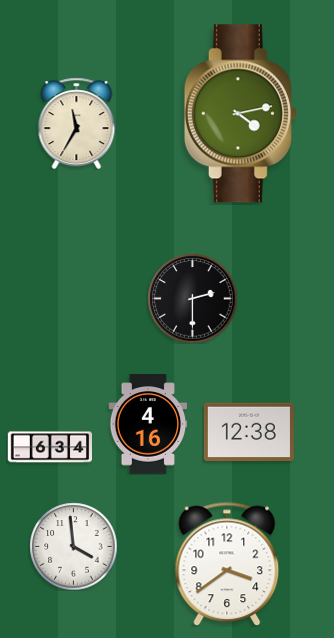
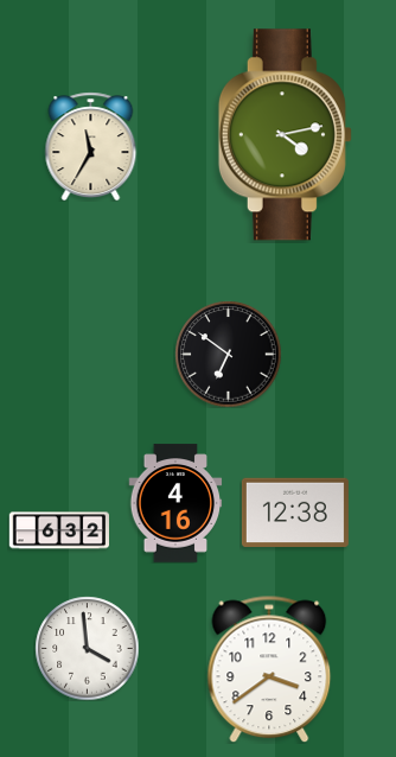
clock at (192, 298): 2:30 -> 6:51
clock at (49, 447): 6:34 -> 6:32
